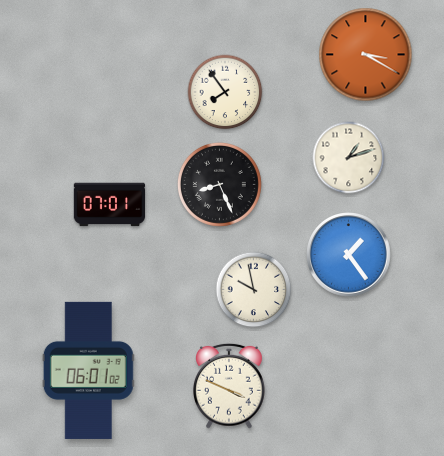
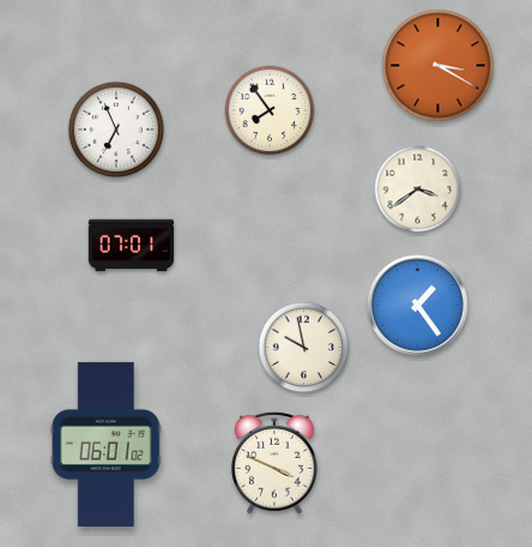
clock at (115, 128): none -> 6:56
clock at (349, 158): 1:12 -> 3:39
clock at (219, 184): 8:26 -> none
